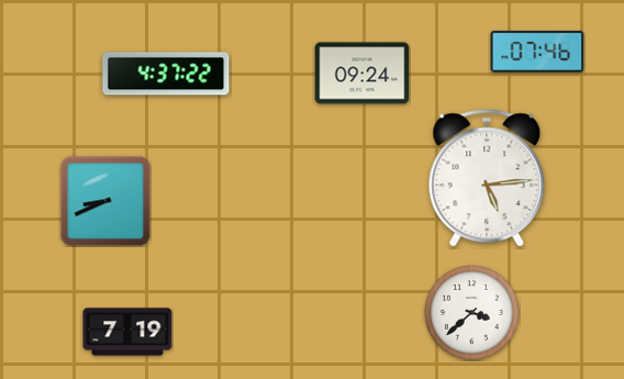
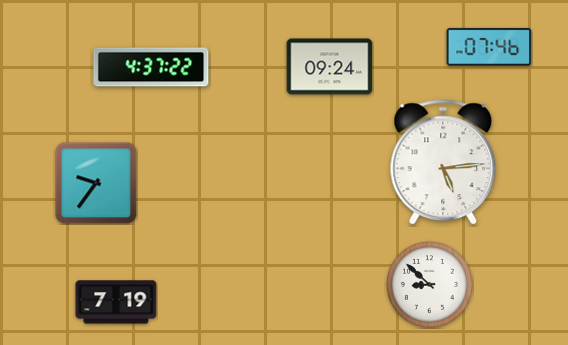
clock at (105, 201): 8:41 -> 9:36
clock at (471, 312): 3:38 -> 8:52
